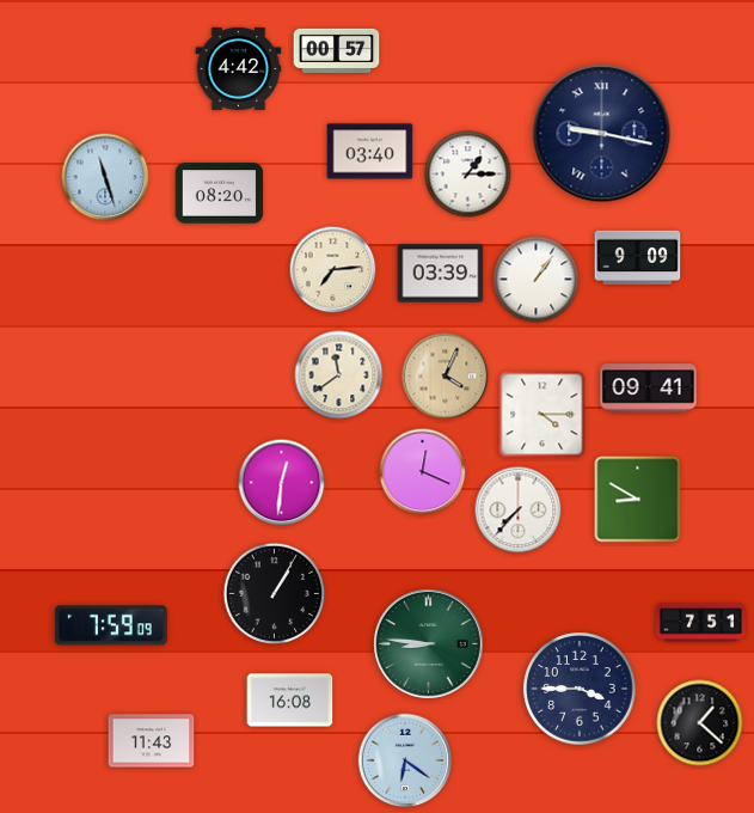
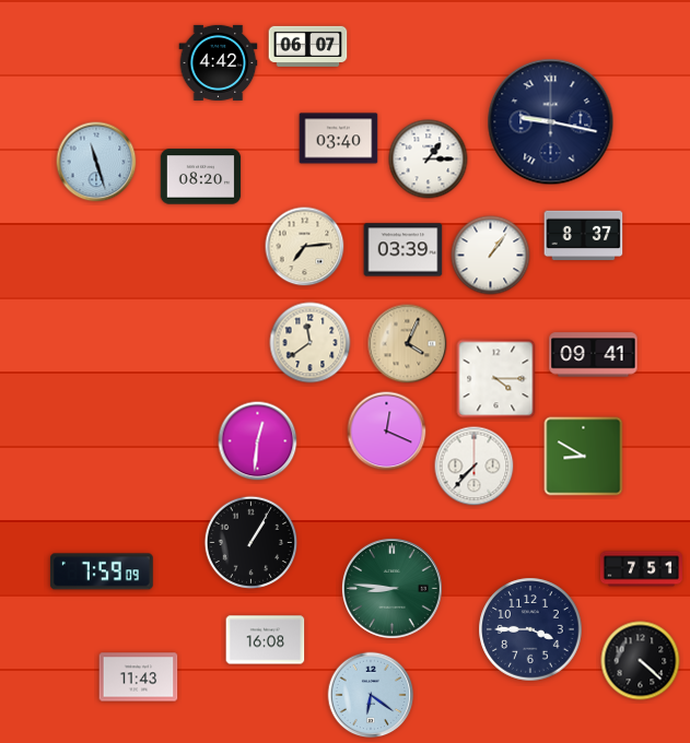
clock at (337, 50): 00:57 -> 06:07
clock at (638, 258): 9:09 -> 8:37
clock at (700, 723): 1:22 -> 4:22
